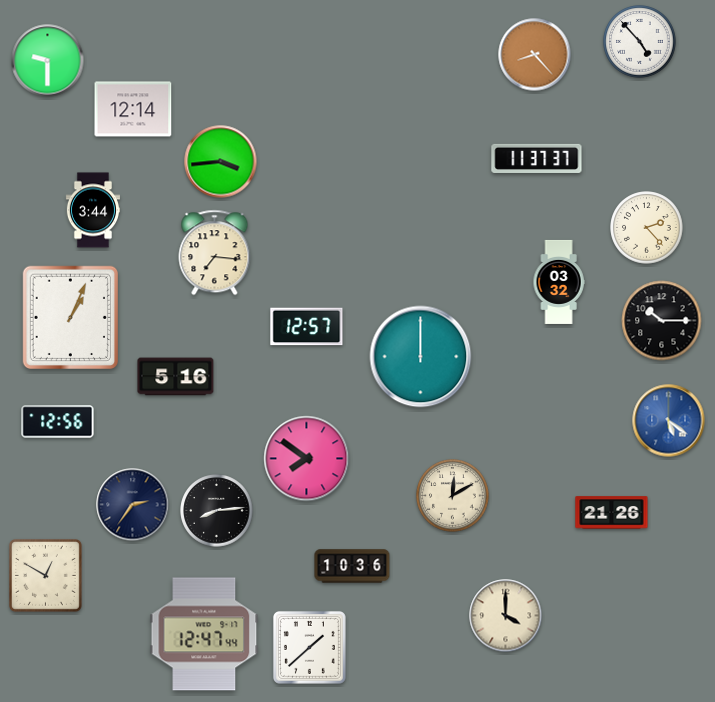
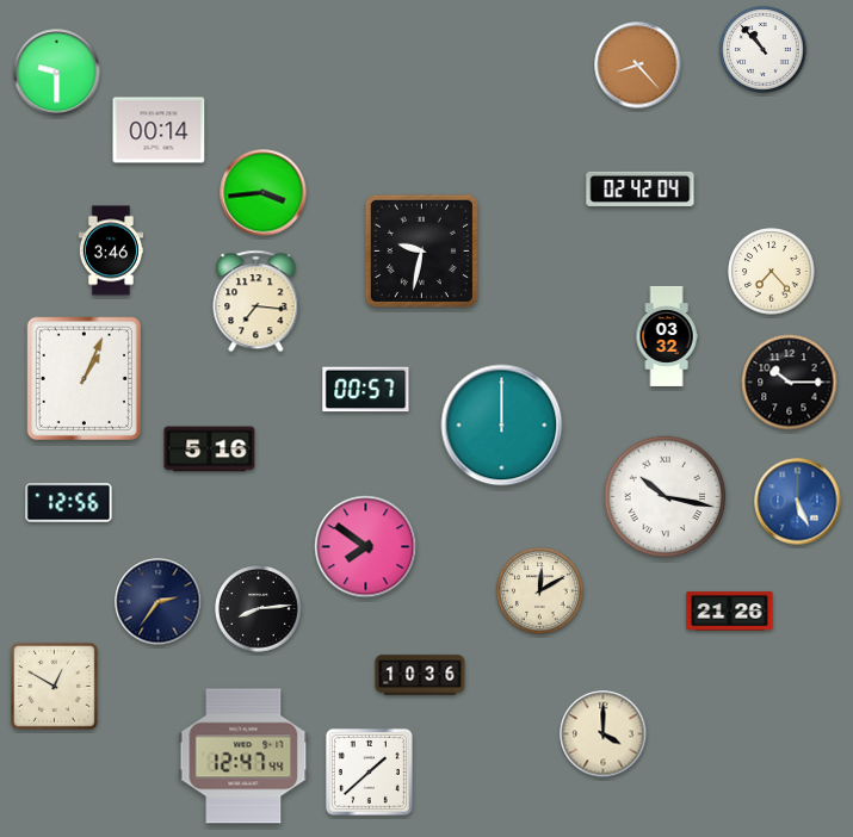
clock at (640, 42): 4:53 -> 10:53
clock at (133, 109): 12:14 -> 00:14
clock at (537, 158): 11:37 -> 02:42
clock at (92, 210): 3:44 -> 3:46
clock at (421, 250): none -> 9:32
clock at (647, 228): 2:23 -> 7:23
clock at (307, 327): 12:57 -> 00:57
clock at (666, 497): none -> 10:17
clock at (669, 421): 5:21 -> 5:26
